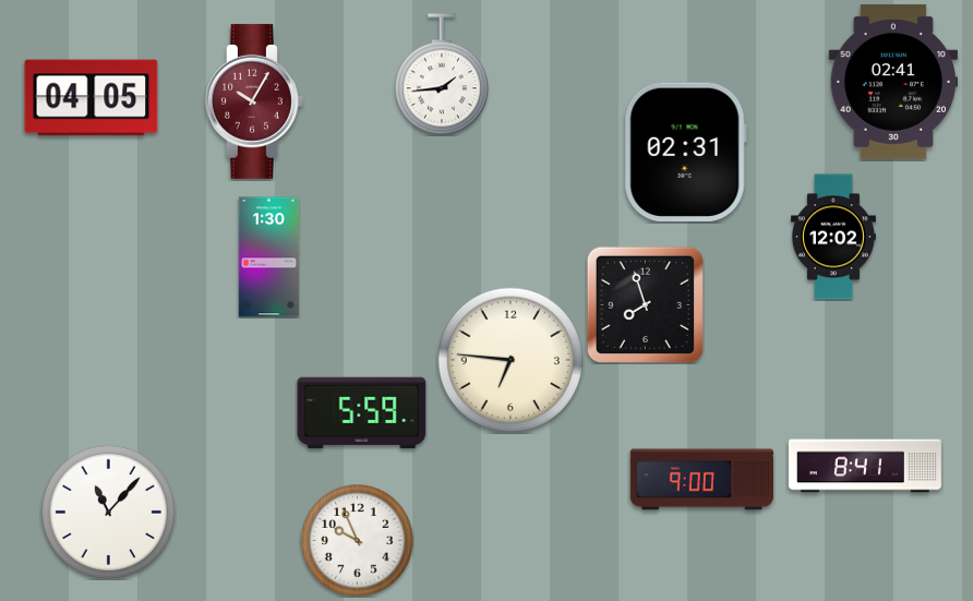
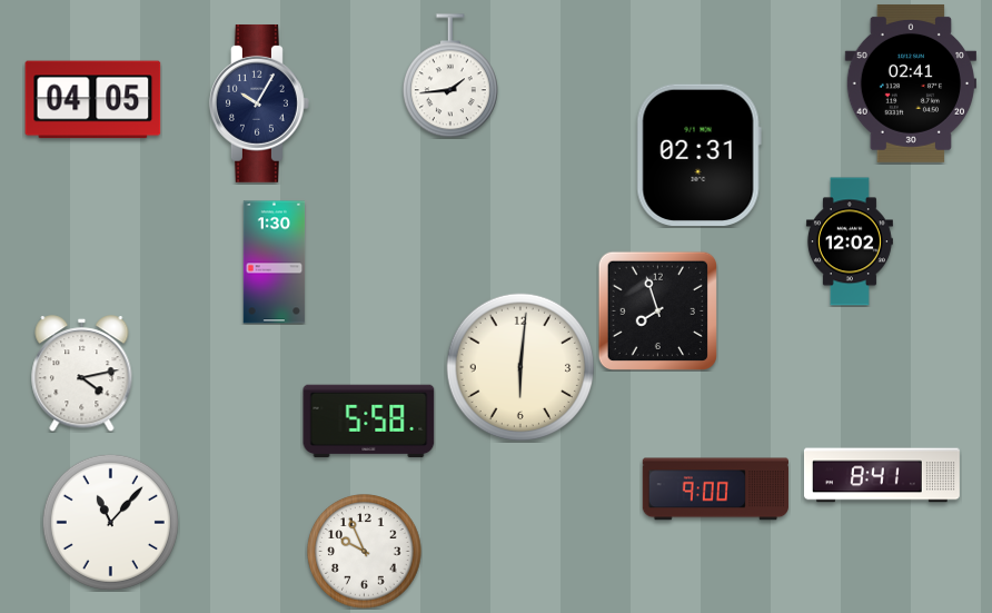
clock at (254, 101) dial: burgundy -> navy
clock at (510, 360): 6:46 -> 6:01
clock at (82, 374): none -> 4:13
clock at (362, 413): 5:59 -> 5:58
